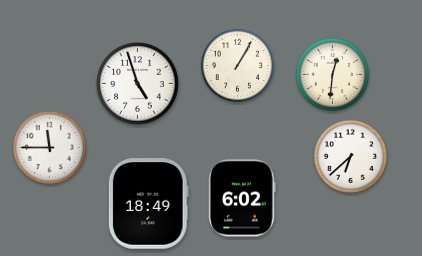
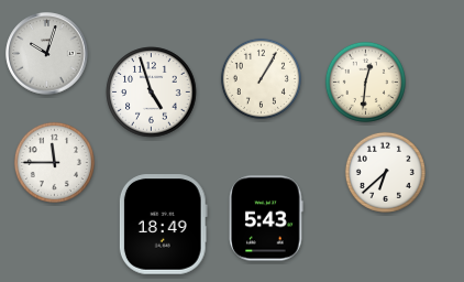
clock at (47, 54): none -> 10:03
clock at (237, 65) position: (237, 65) -> (261, 78)
clock at (242, 198): 6:02 -> 5:43
